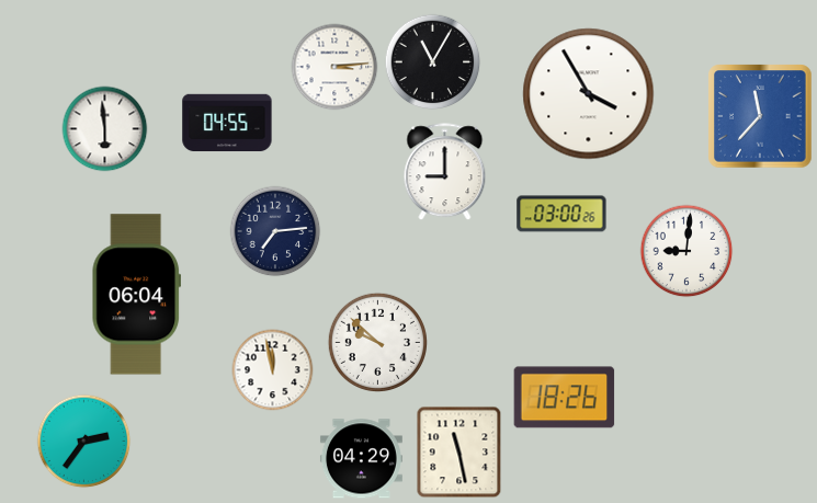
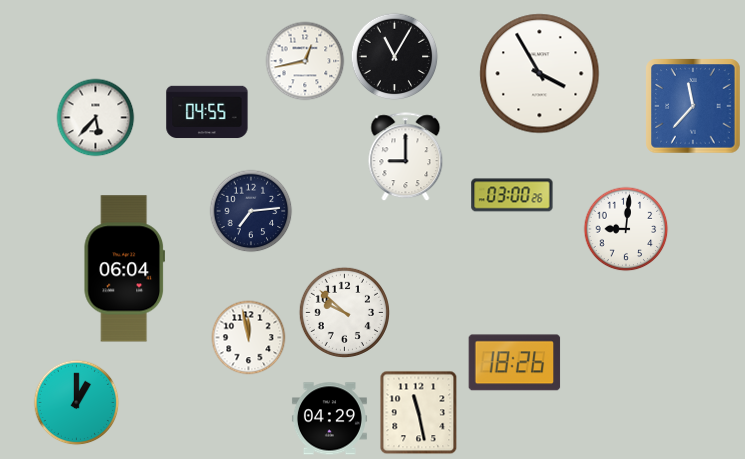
clock at (334, 67): 3:14 -> 12:43
clock at (589, 94) position: (589, 94) -> (540, 74)
clock at (105, 129): 5:59 -> 5:37
clock at (84, 442): 2:36 -> 1:00
